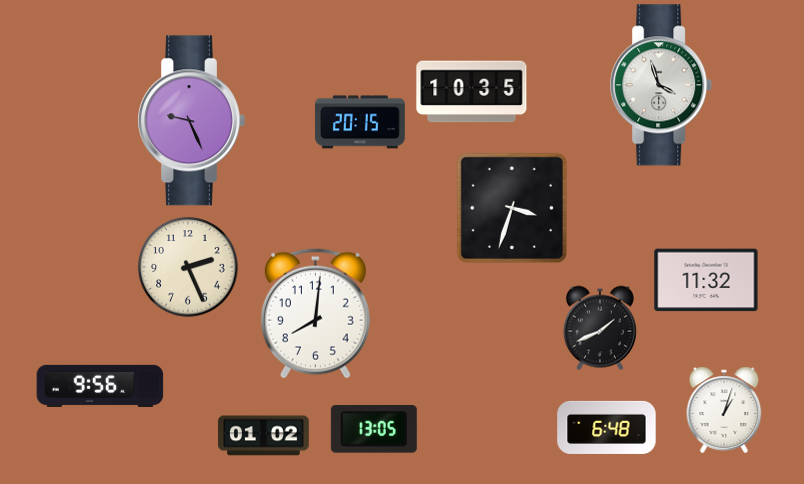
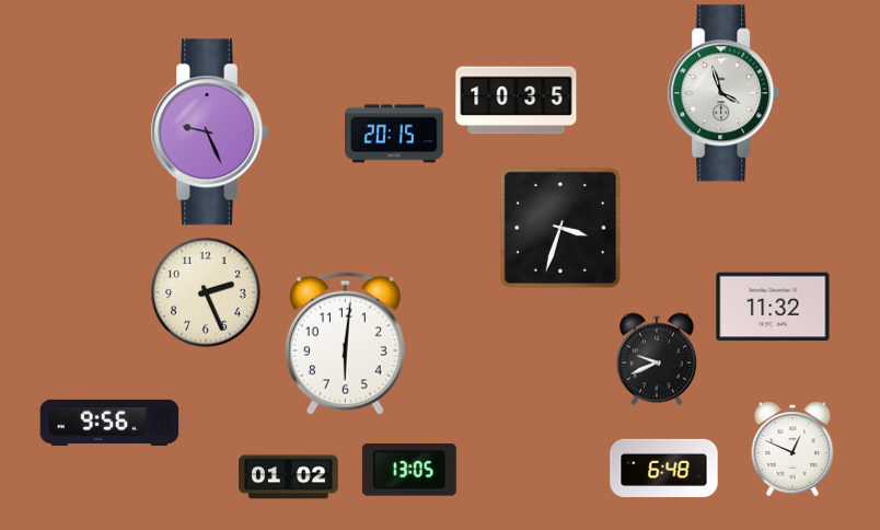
clock at (315, 313): 8:01 -> 6:01
clock at (600, 328): 1:41 -> 9:41
clock at (724, 410): 1:03 -> 12:49
